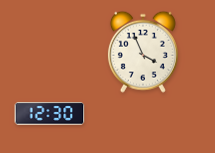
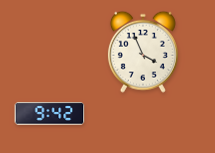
clock at (50, 114): 12:30 -> 9:42
